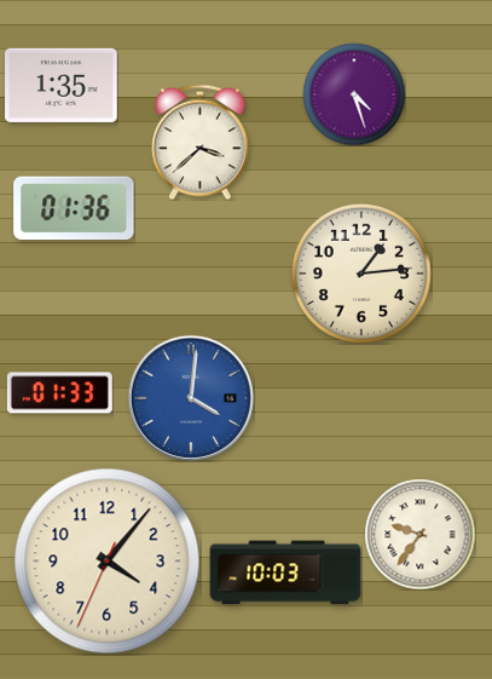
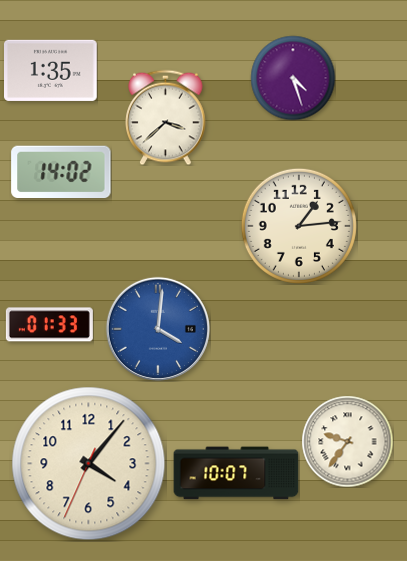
clock at (74, 208): 01:36 -> 14:02
clock at (285, 572): 10:03 -> 10:07
